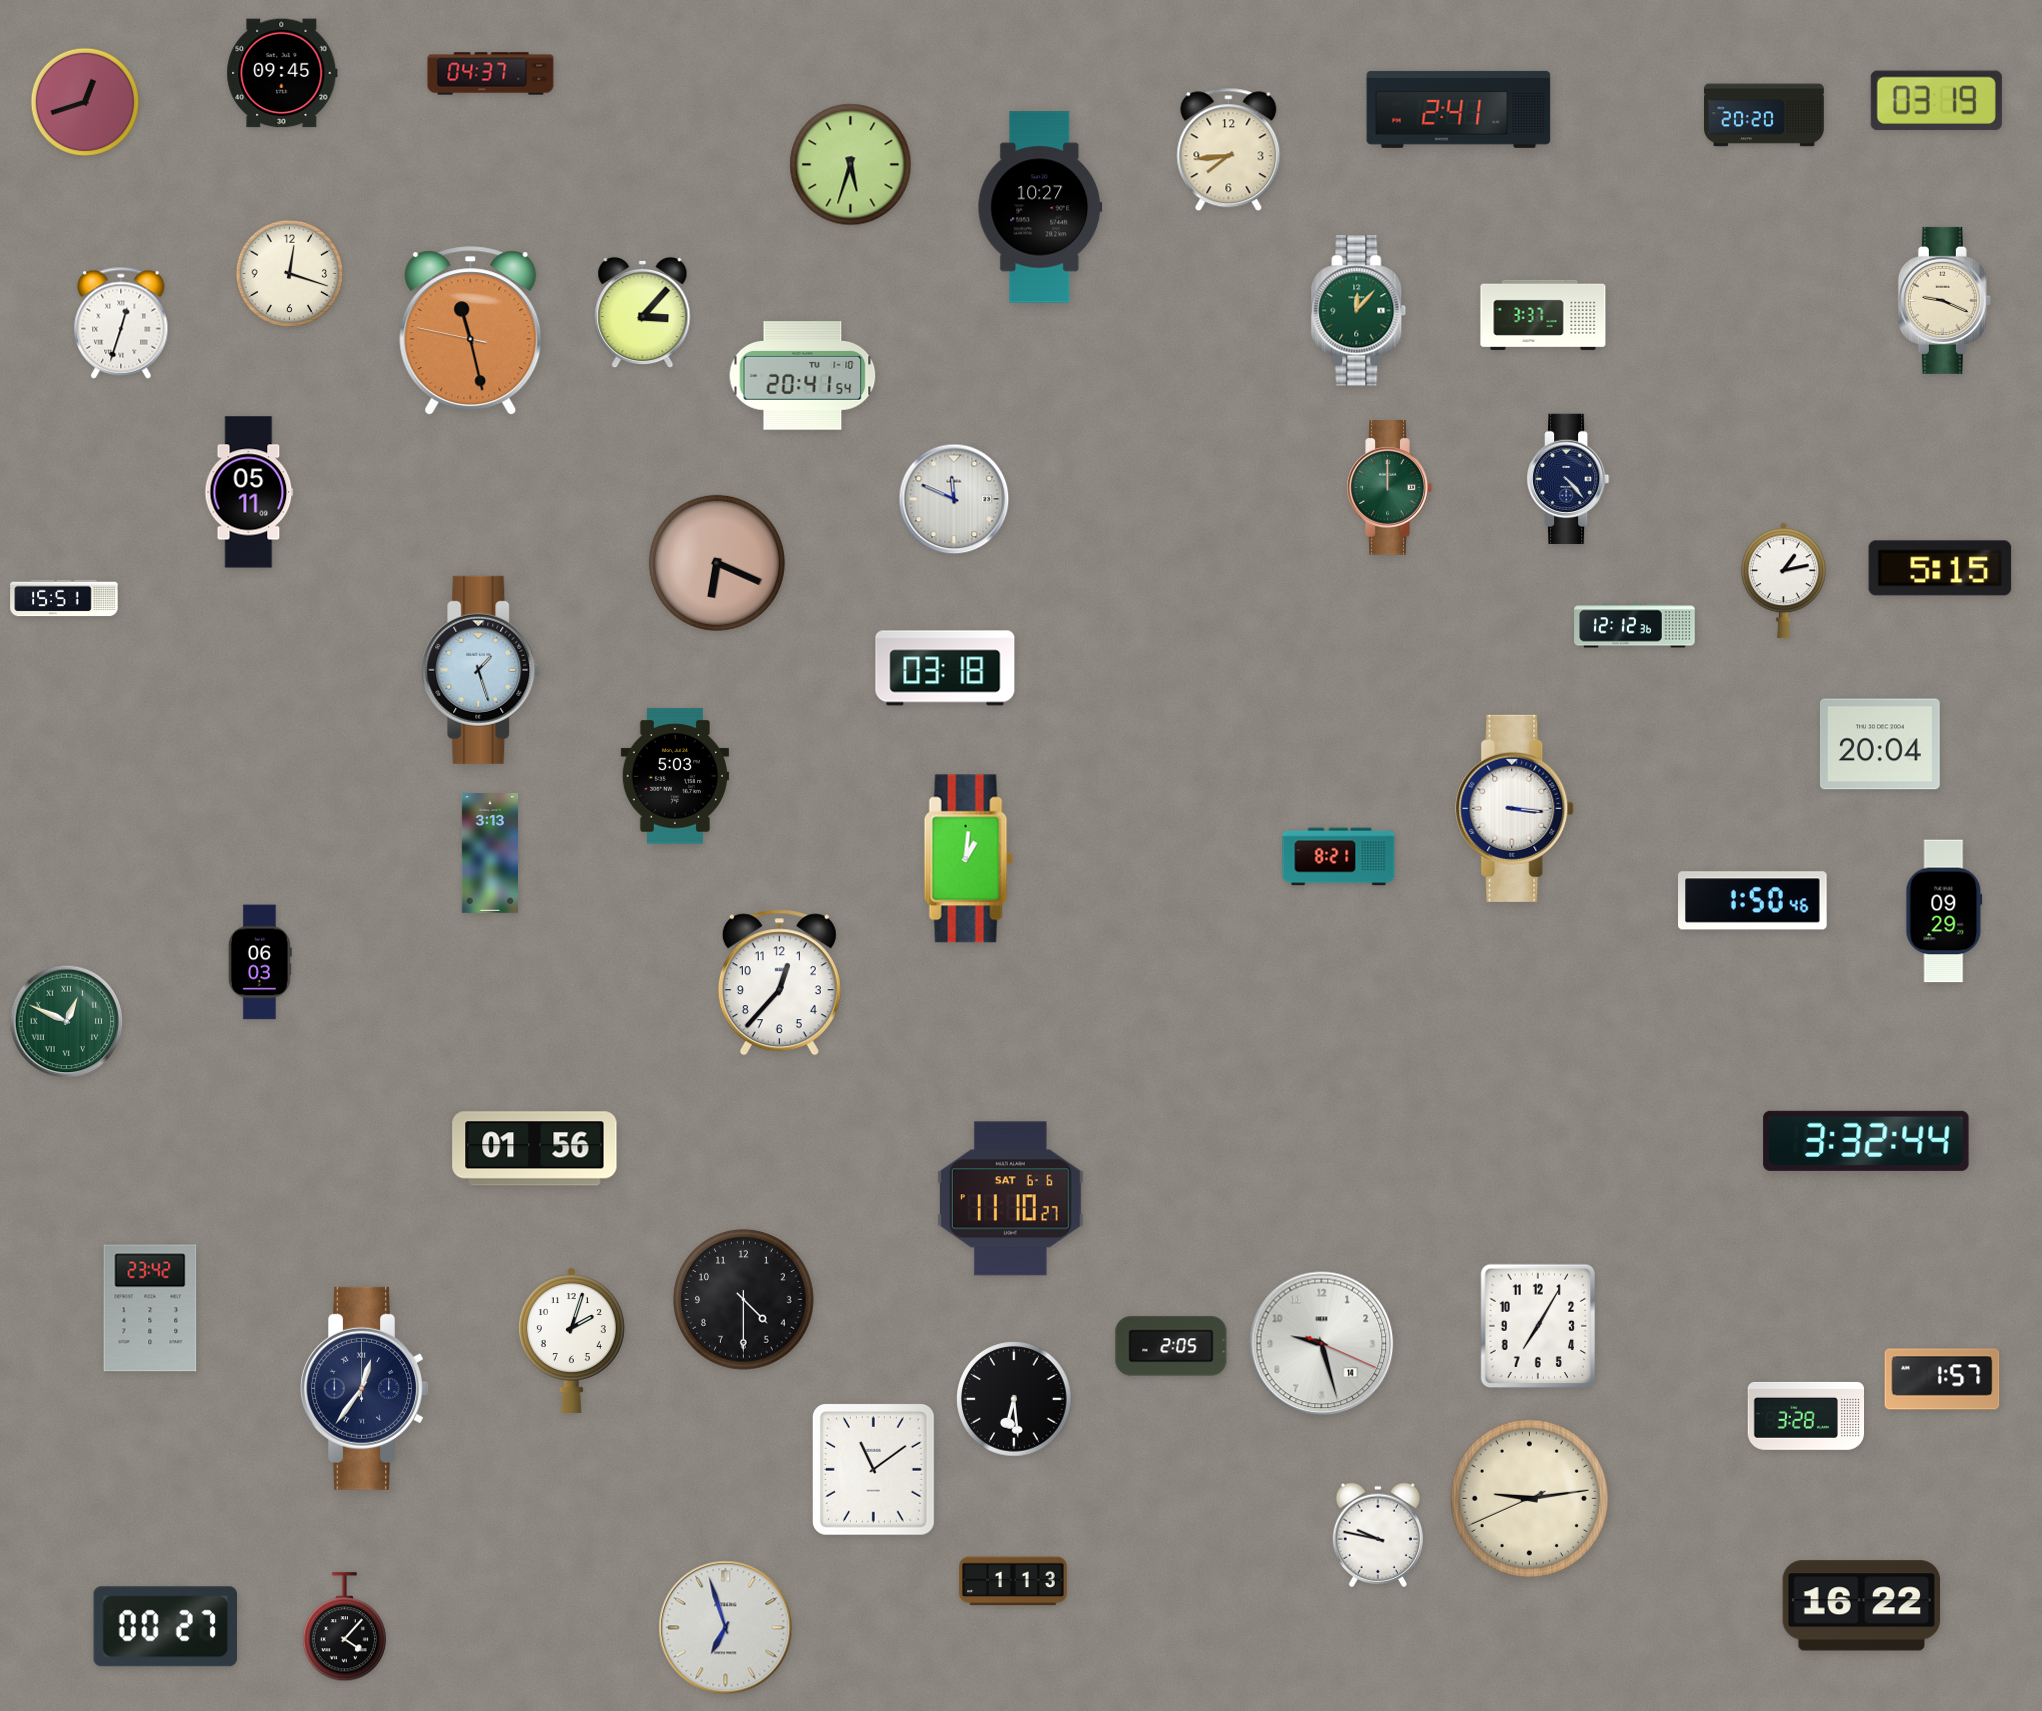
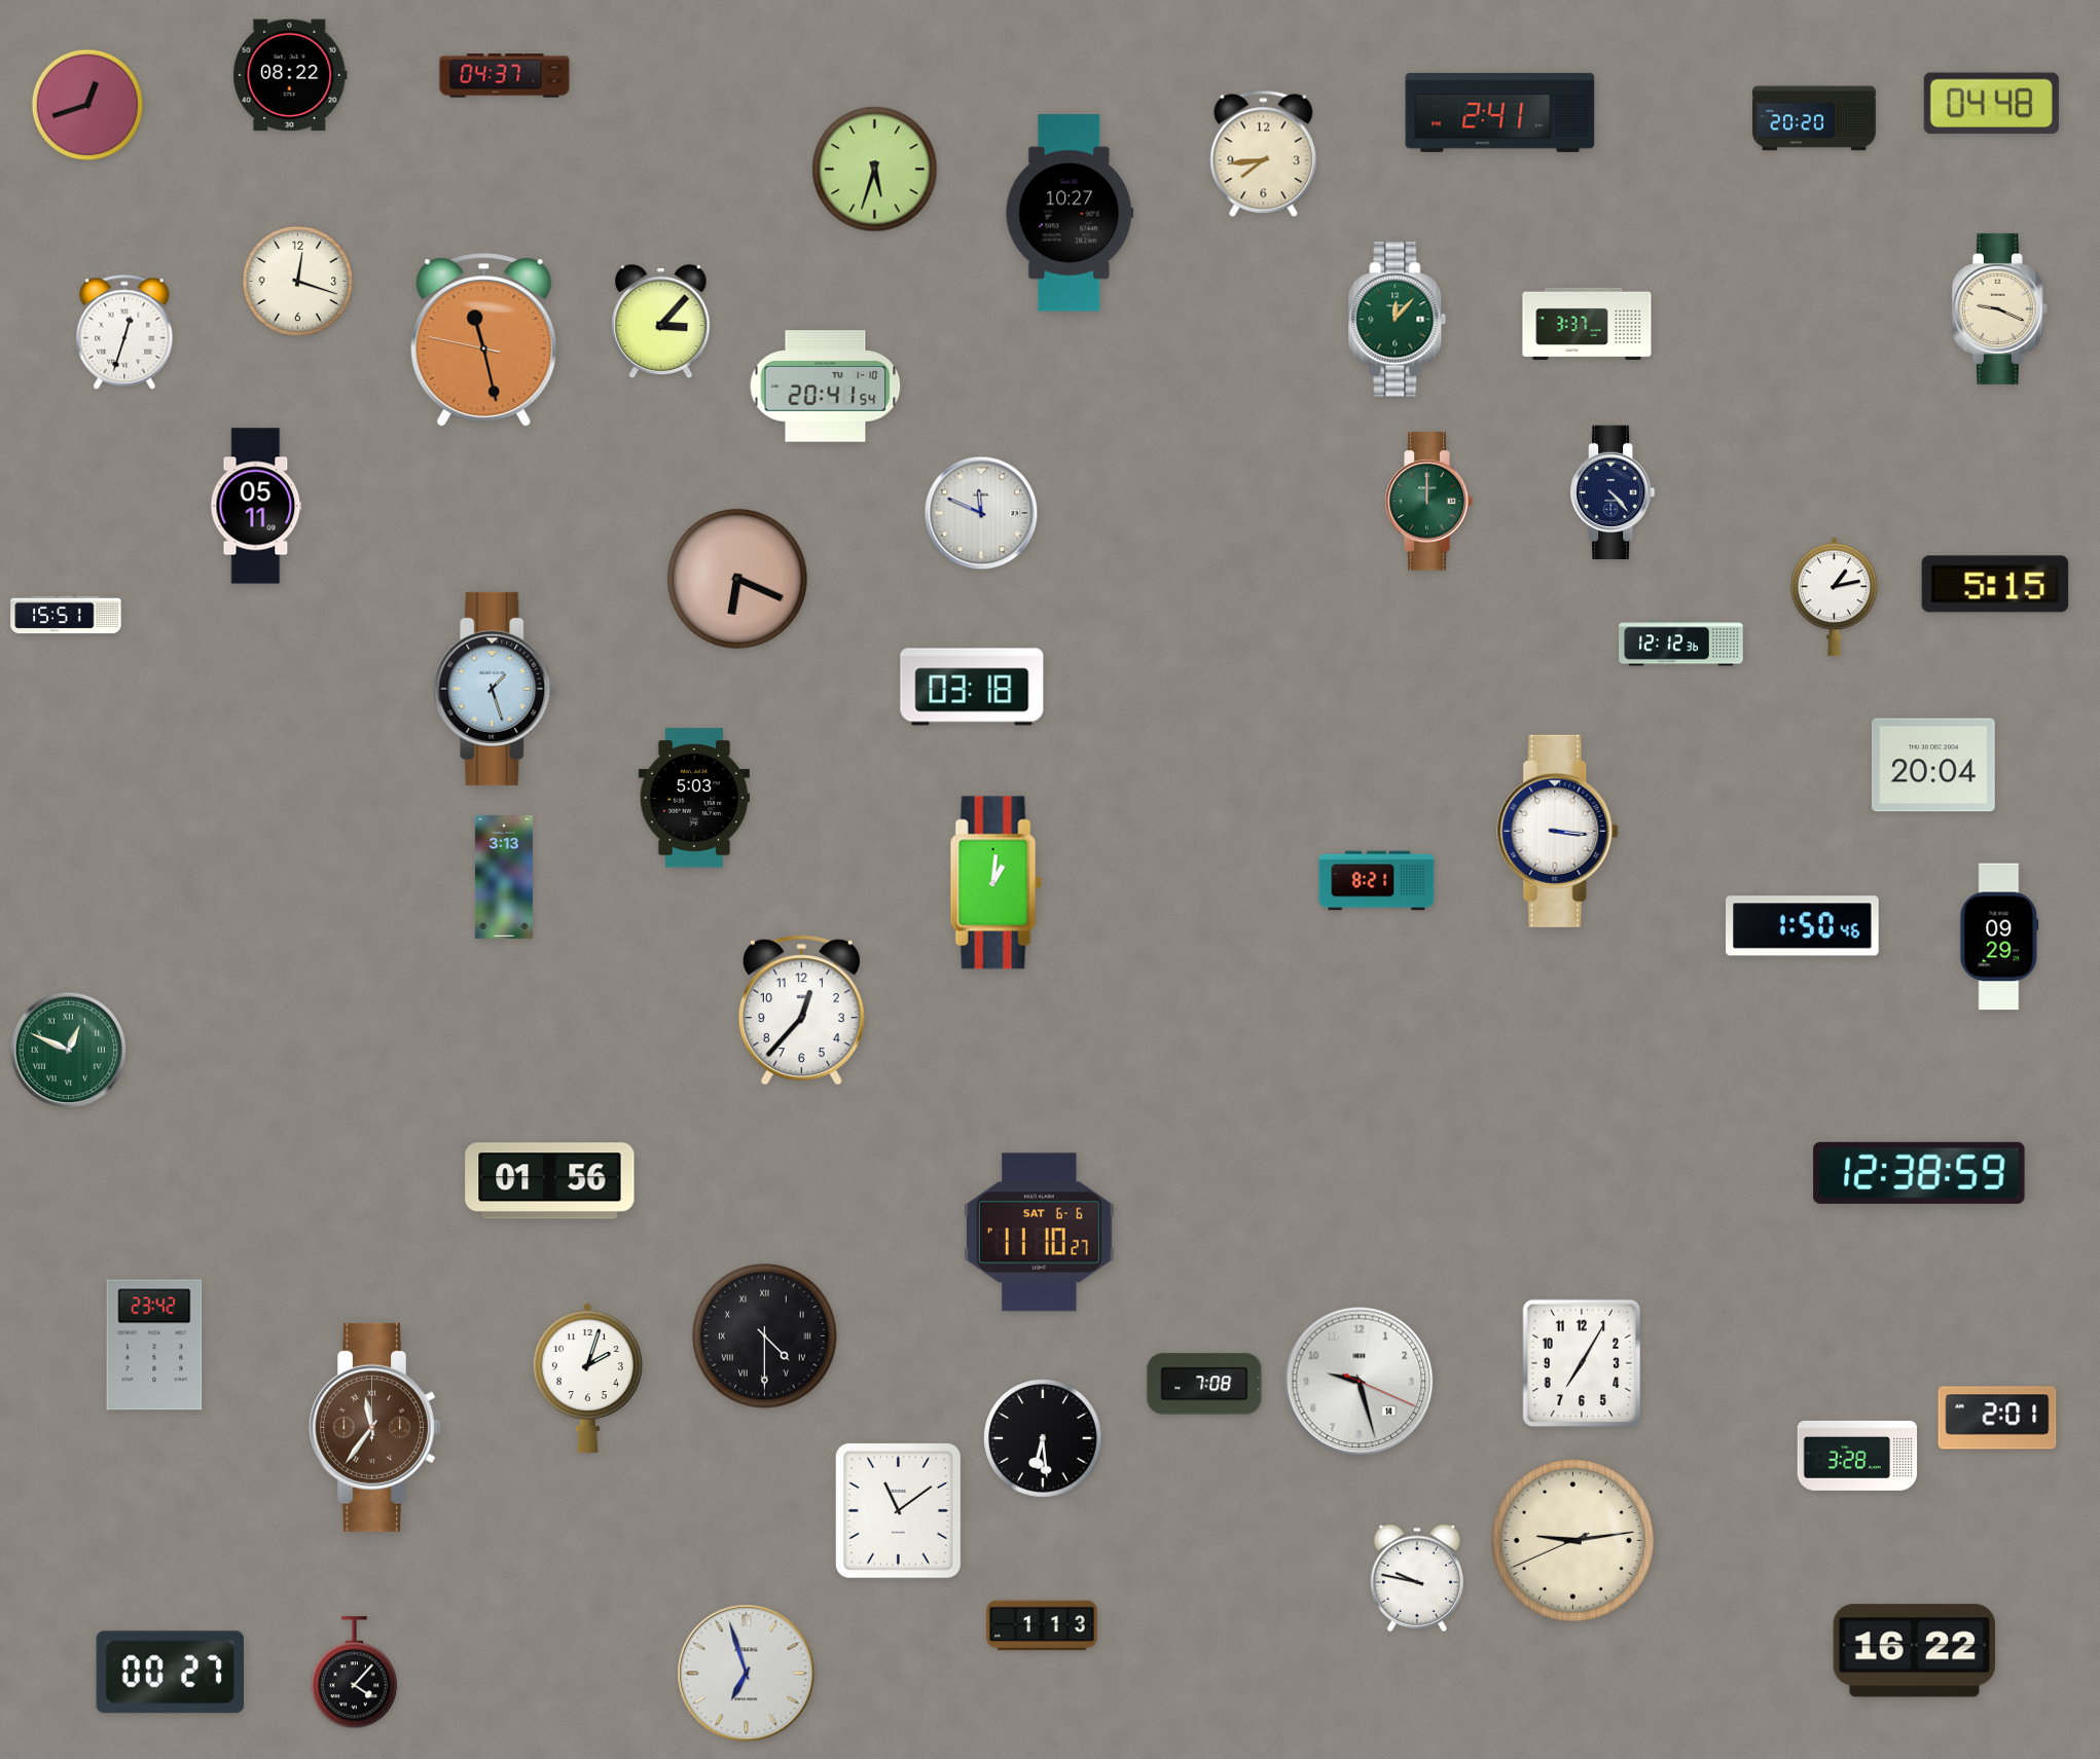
clock at (282, 73): 09:45 -> 08:22
clock at (1936, 101): 03:19 -> 04:48
clock at (260, 962): 06:03 -> none
clock at (1866, 1141): 3:32 -> 12:38
clock at (744, 1300) numerals: Arabic -> Roman
clock at (1171, 1346): 2:05 -> 7:08
clock at (1942, 1379): 1:57 -> 2:01
clock at (365, 1388): 12:36 -> 11:36
clock at (365, 1388) dial: navy -> brown
